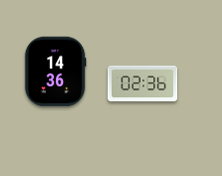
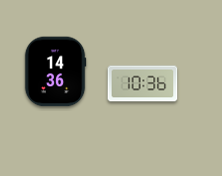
clock at (143, 84): 02:36 -> 10:36
